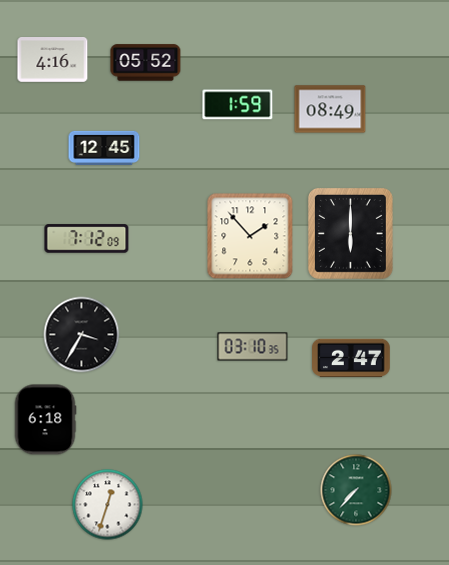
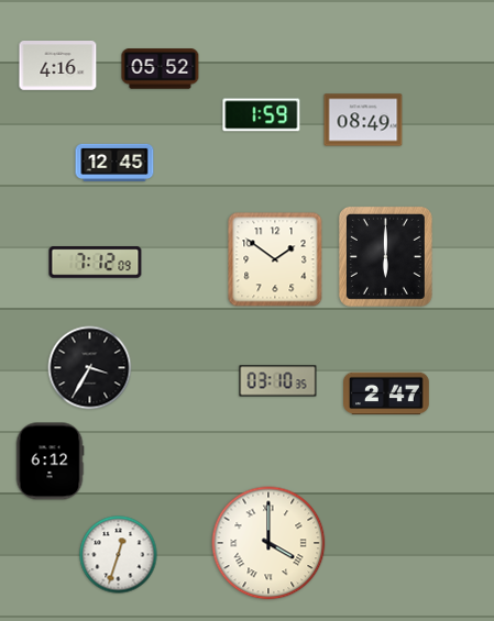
clock at (250, 236): 1:53 -> 1:51
clock at (45, 420): 6:18 -> 6:12
clock at (356, 490): 7:37 -> none
clock at (268, 543): none -> 4:00
